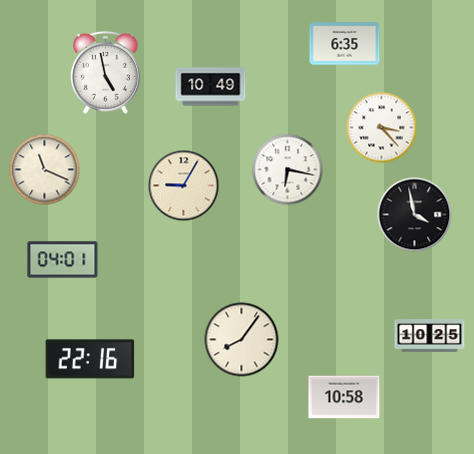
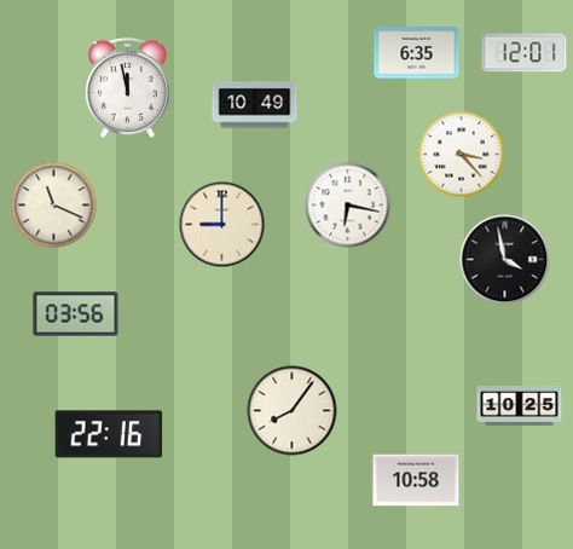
clock at (525, 53): none -> 12:01
clock at (105, 72): 4:58 -> 11:58
clock at (184, 186): 9:05 -> 9:00
clock at (415, 215) position: (415, 215) -> (505, 260)
clock at (63, 260): 04:01 -> 03:56
